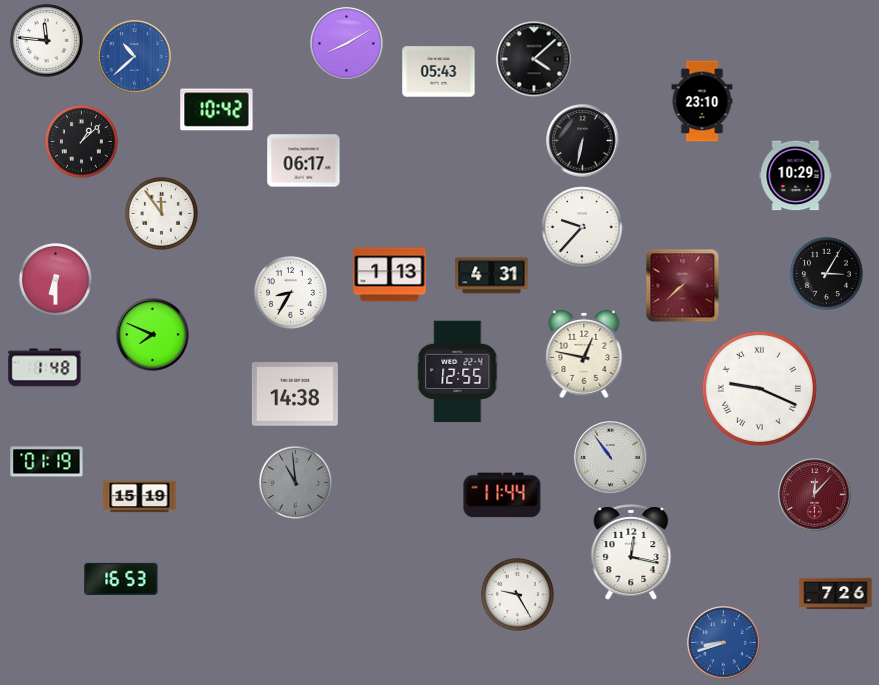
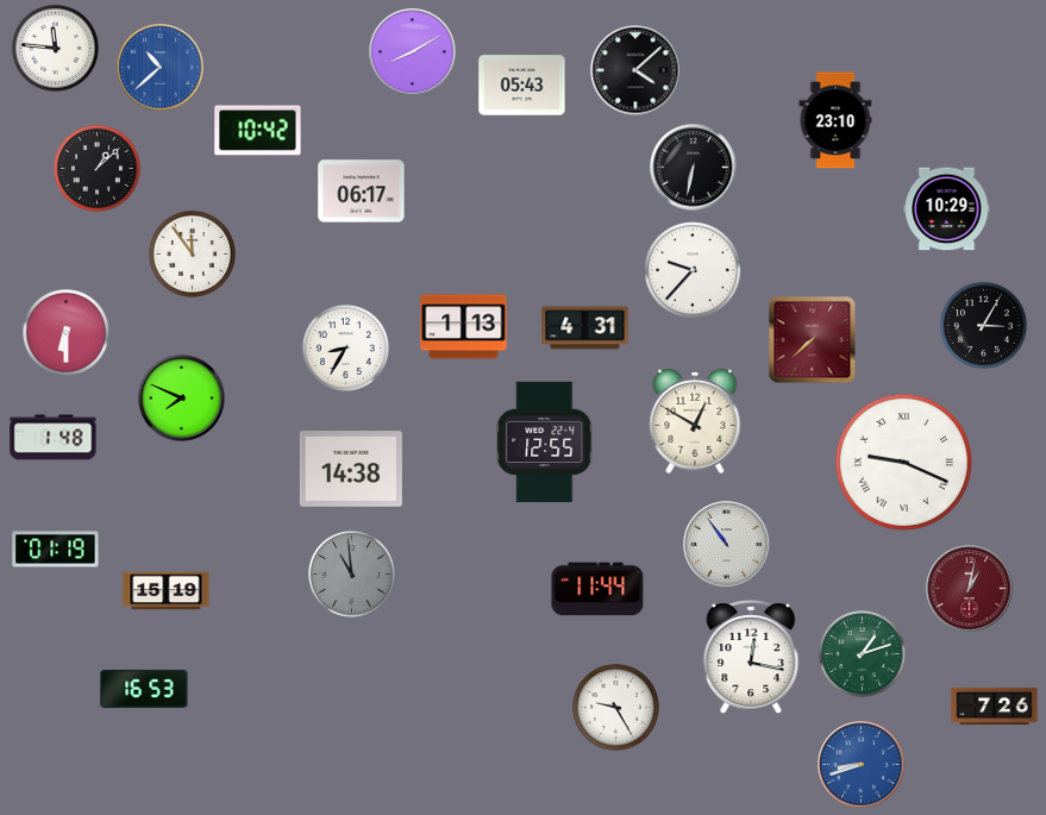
clock at (584, 354): 12:47 -> 12:50
clock at (815, 495): 12:07 -> 1:02
clock at (862, 653): none -> 1:12
